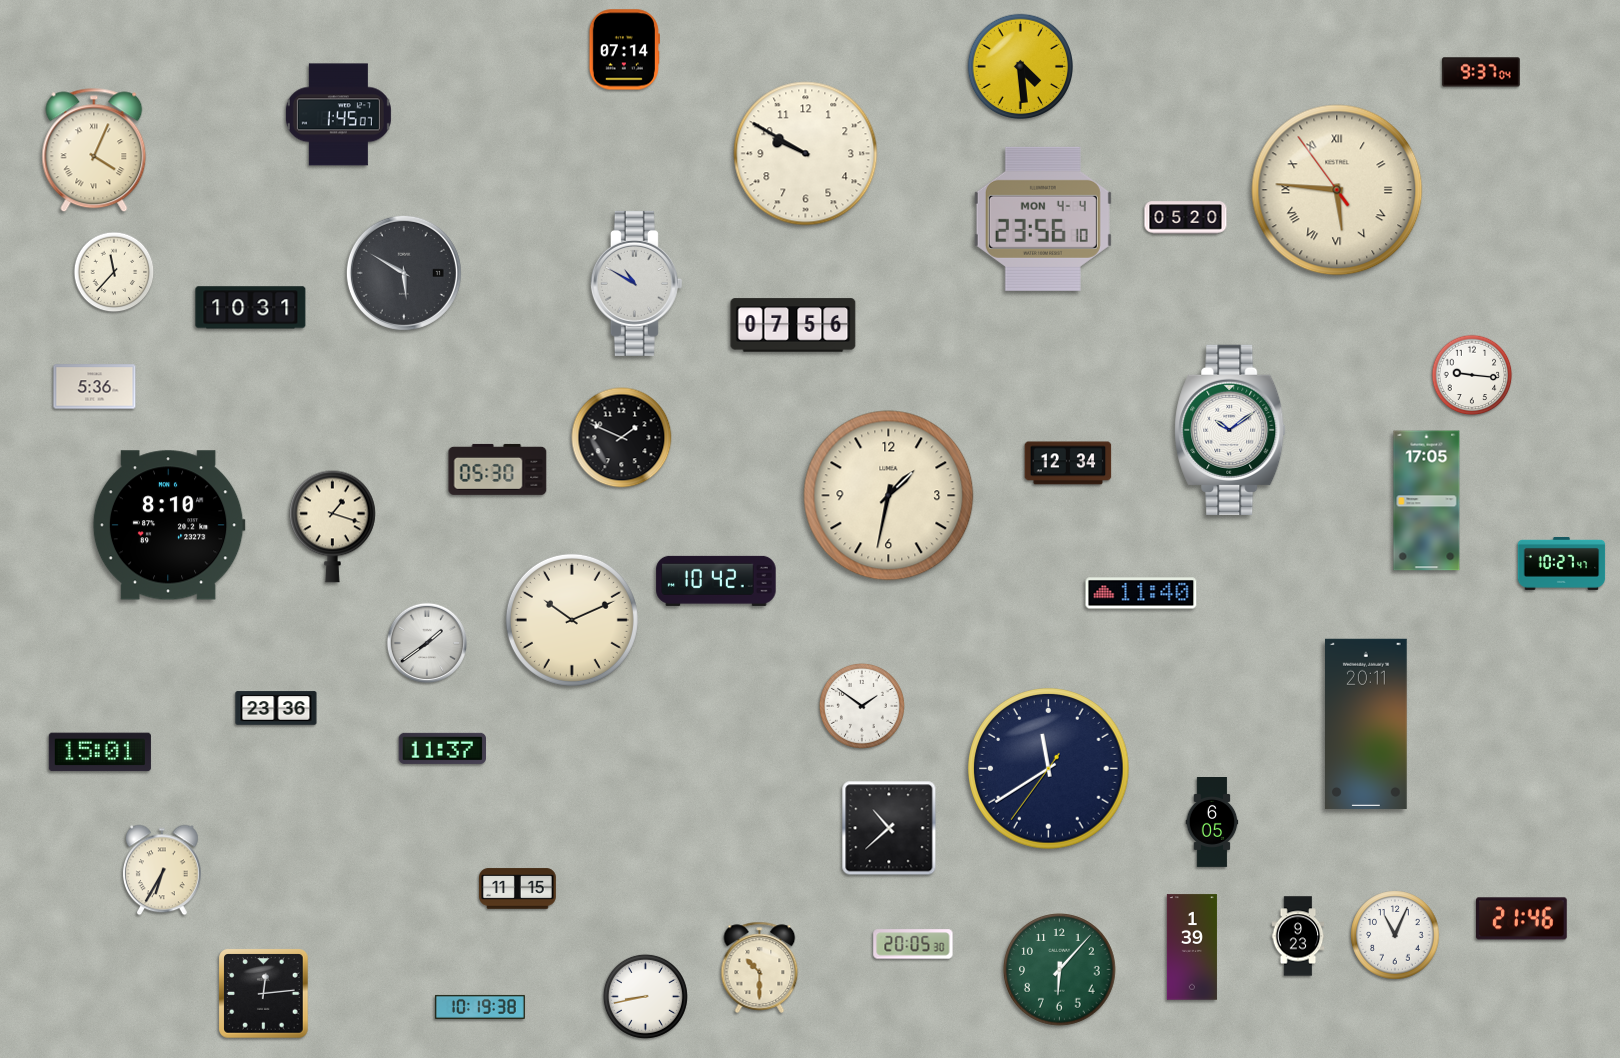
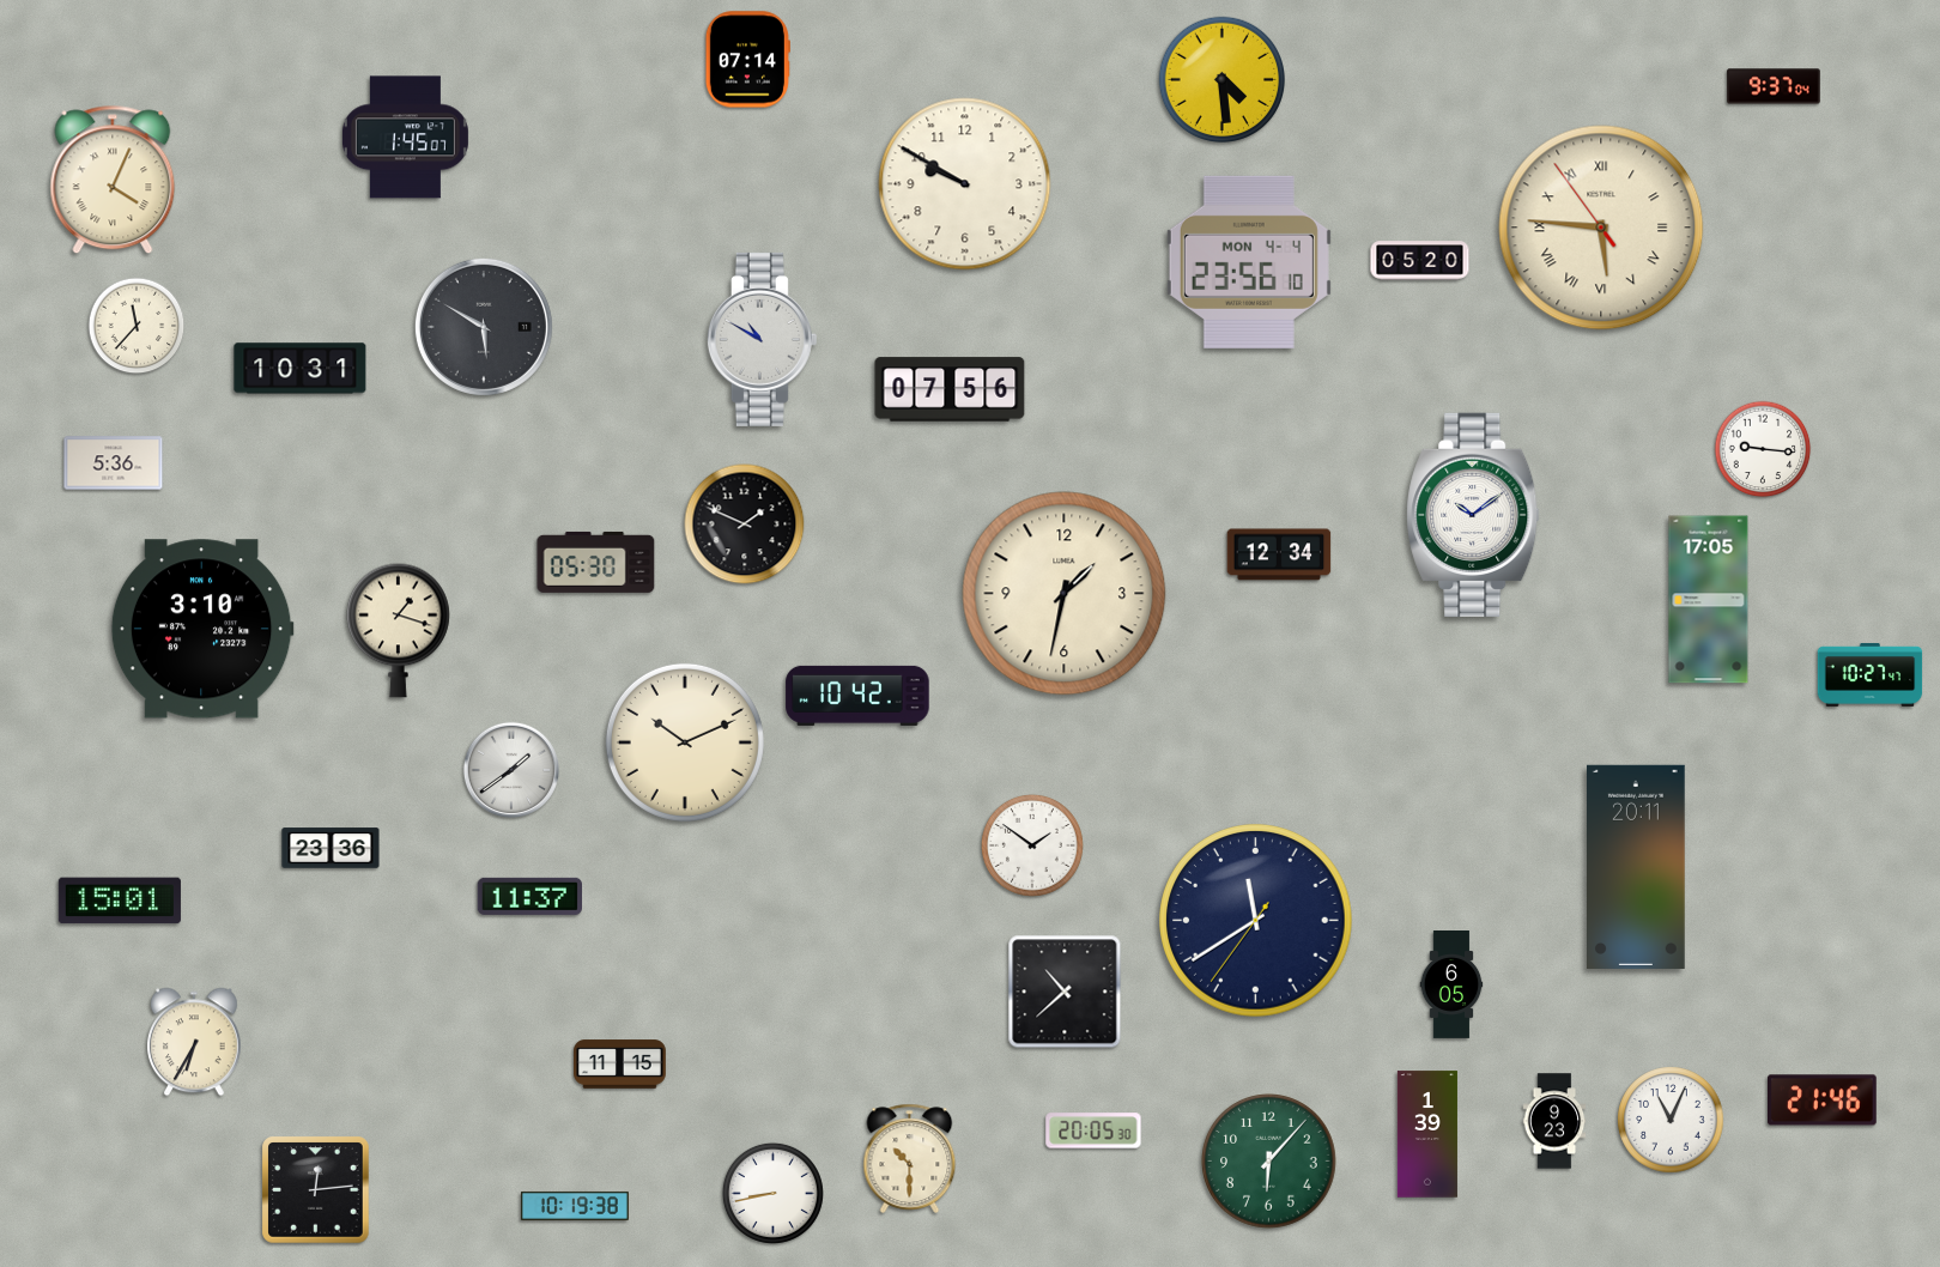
clock at (169, 525): 8:10 -> 3:10
clock at (1141, 593): 11:40 -> none
